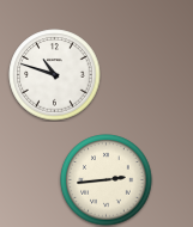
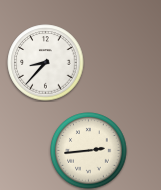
clock at (55, 75): 10:48 -> 8:37
